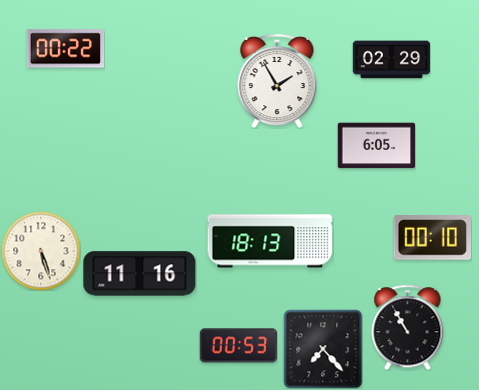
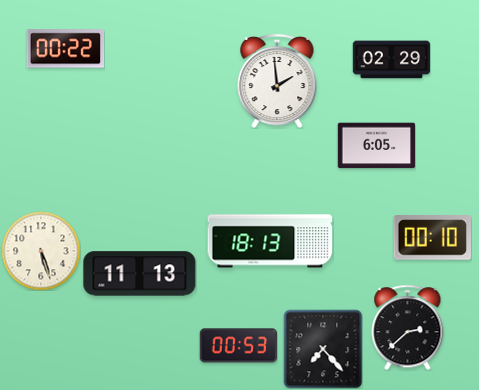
clock at (277, 81): 1:55 -> 1:59
clock at (140, 274): 11:16 -> 11:13
clock at (408, 327): 10:55 -> 2:38
